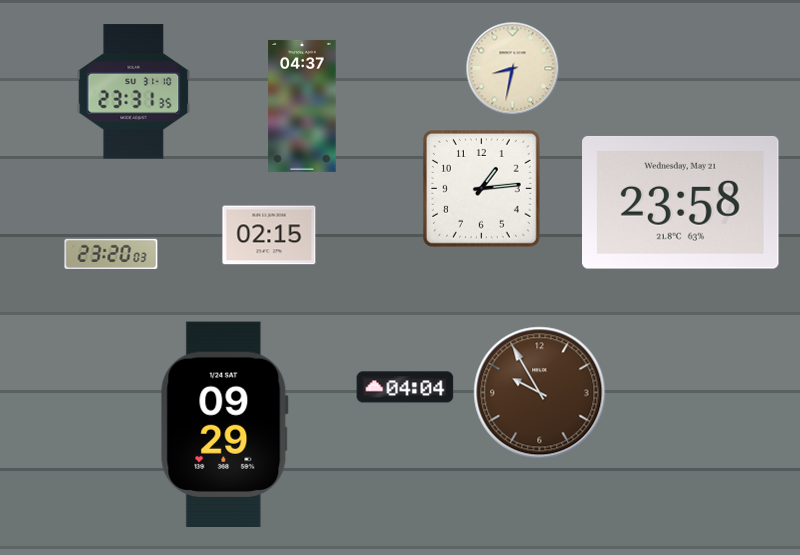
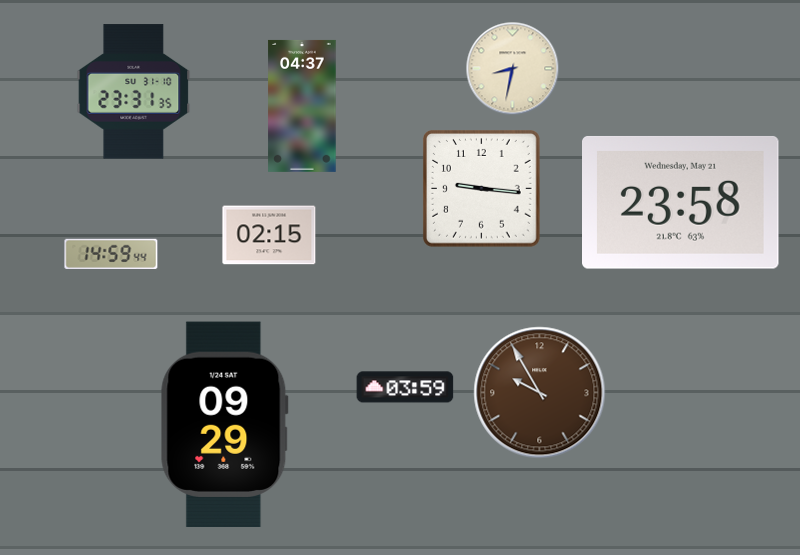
clock at (481, 188): 1:14 -> 9:16
clock at (111, 253): 23:20 -> 14:59
clock at (405, 387): 04:04 -> 03:59
